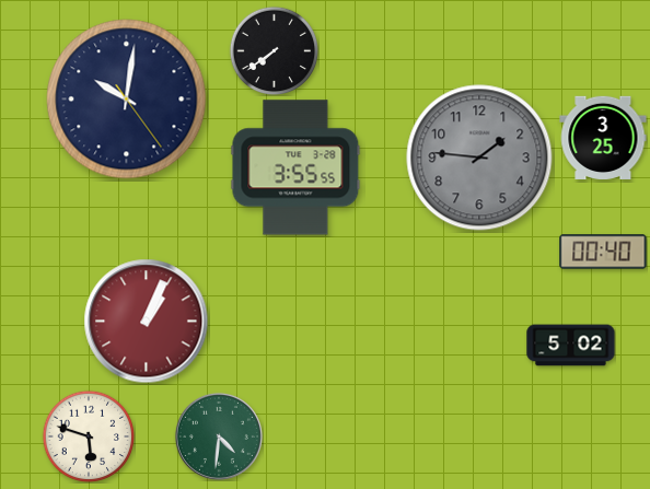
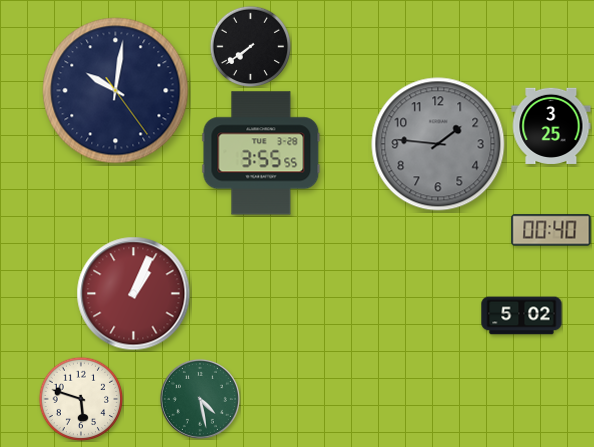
clock at (295, 167) position: (295, 167) -> (261, 153)
clock at (219, 436): 4:31 -> 4:28
